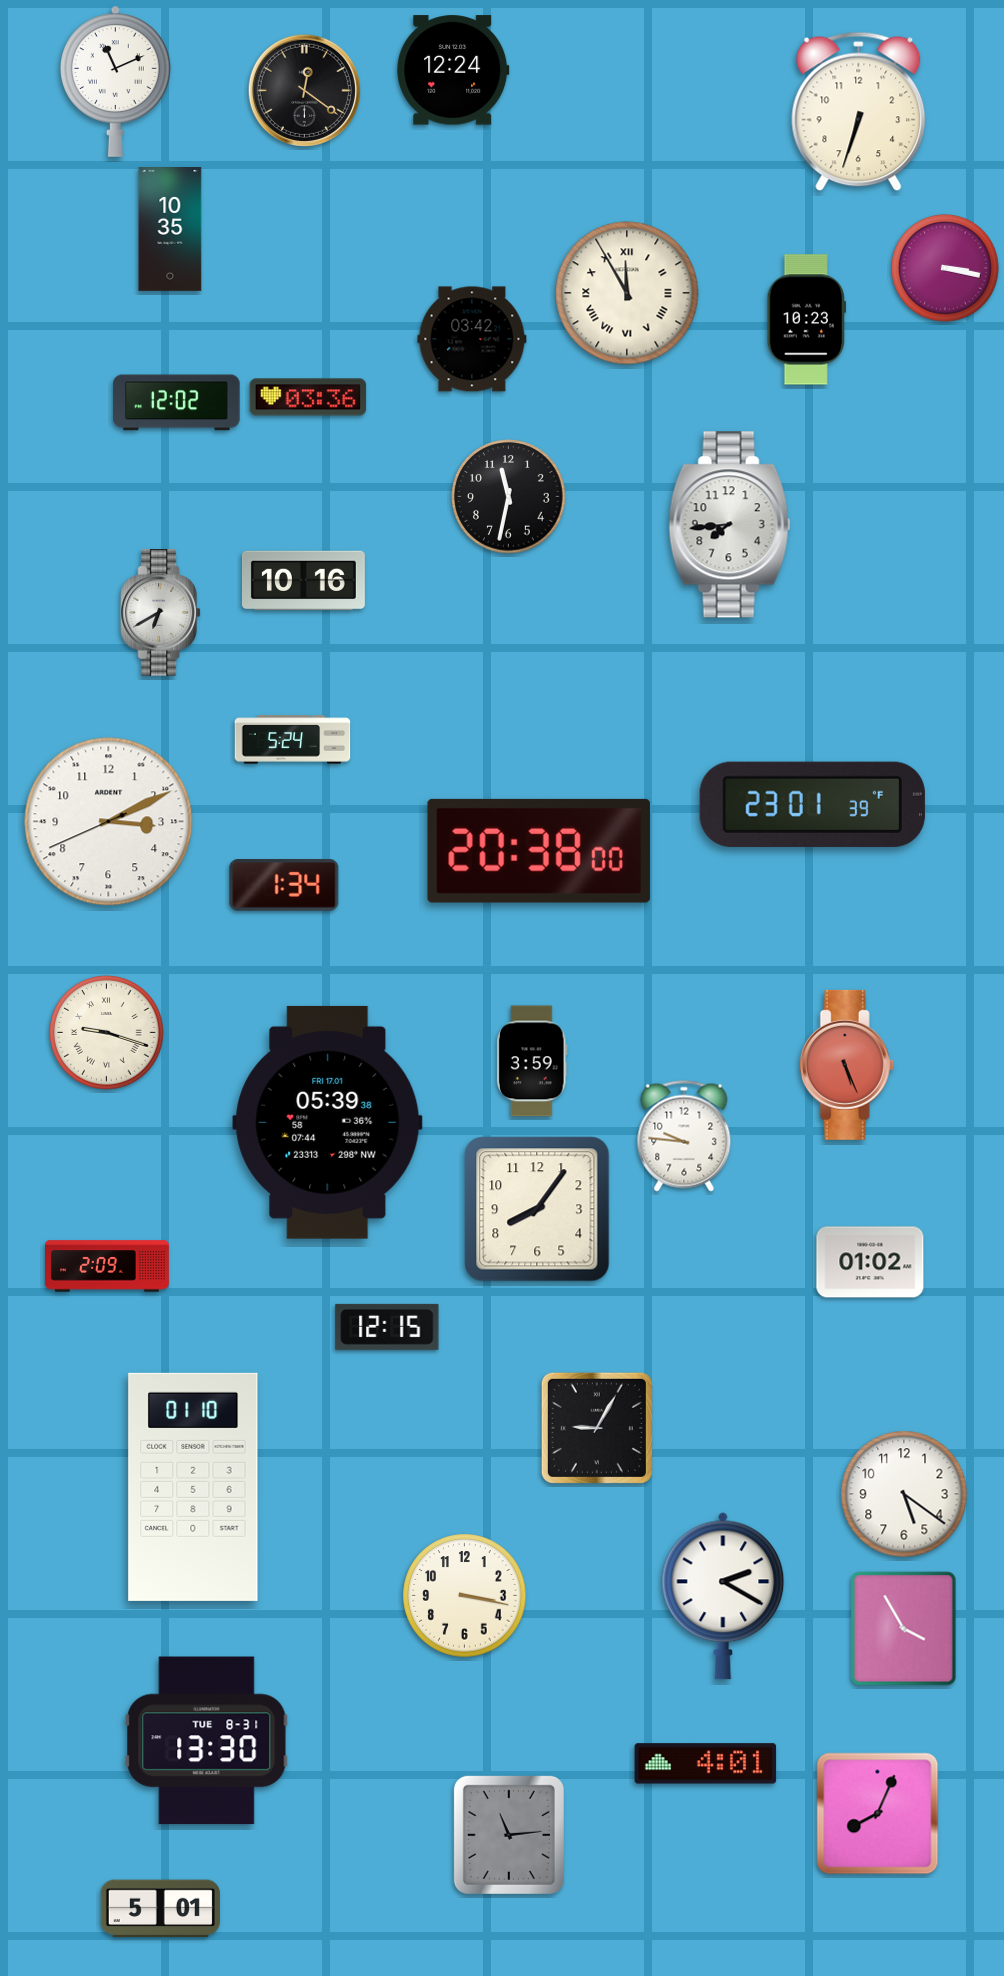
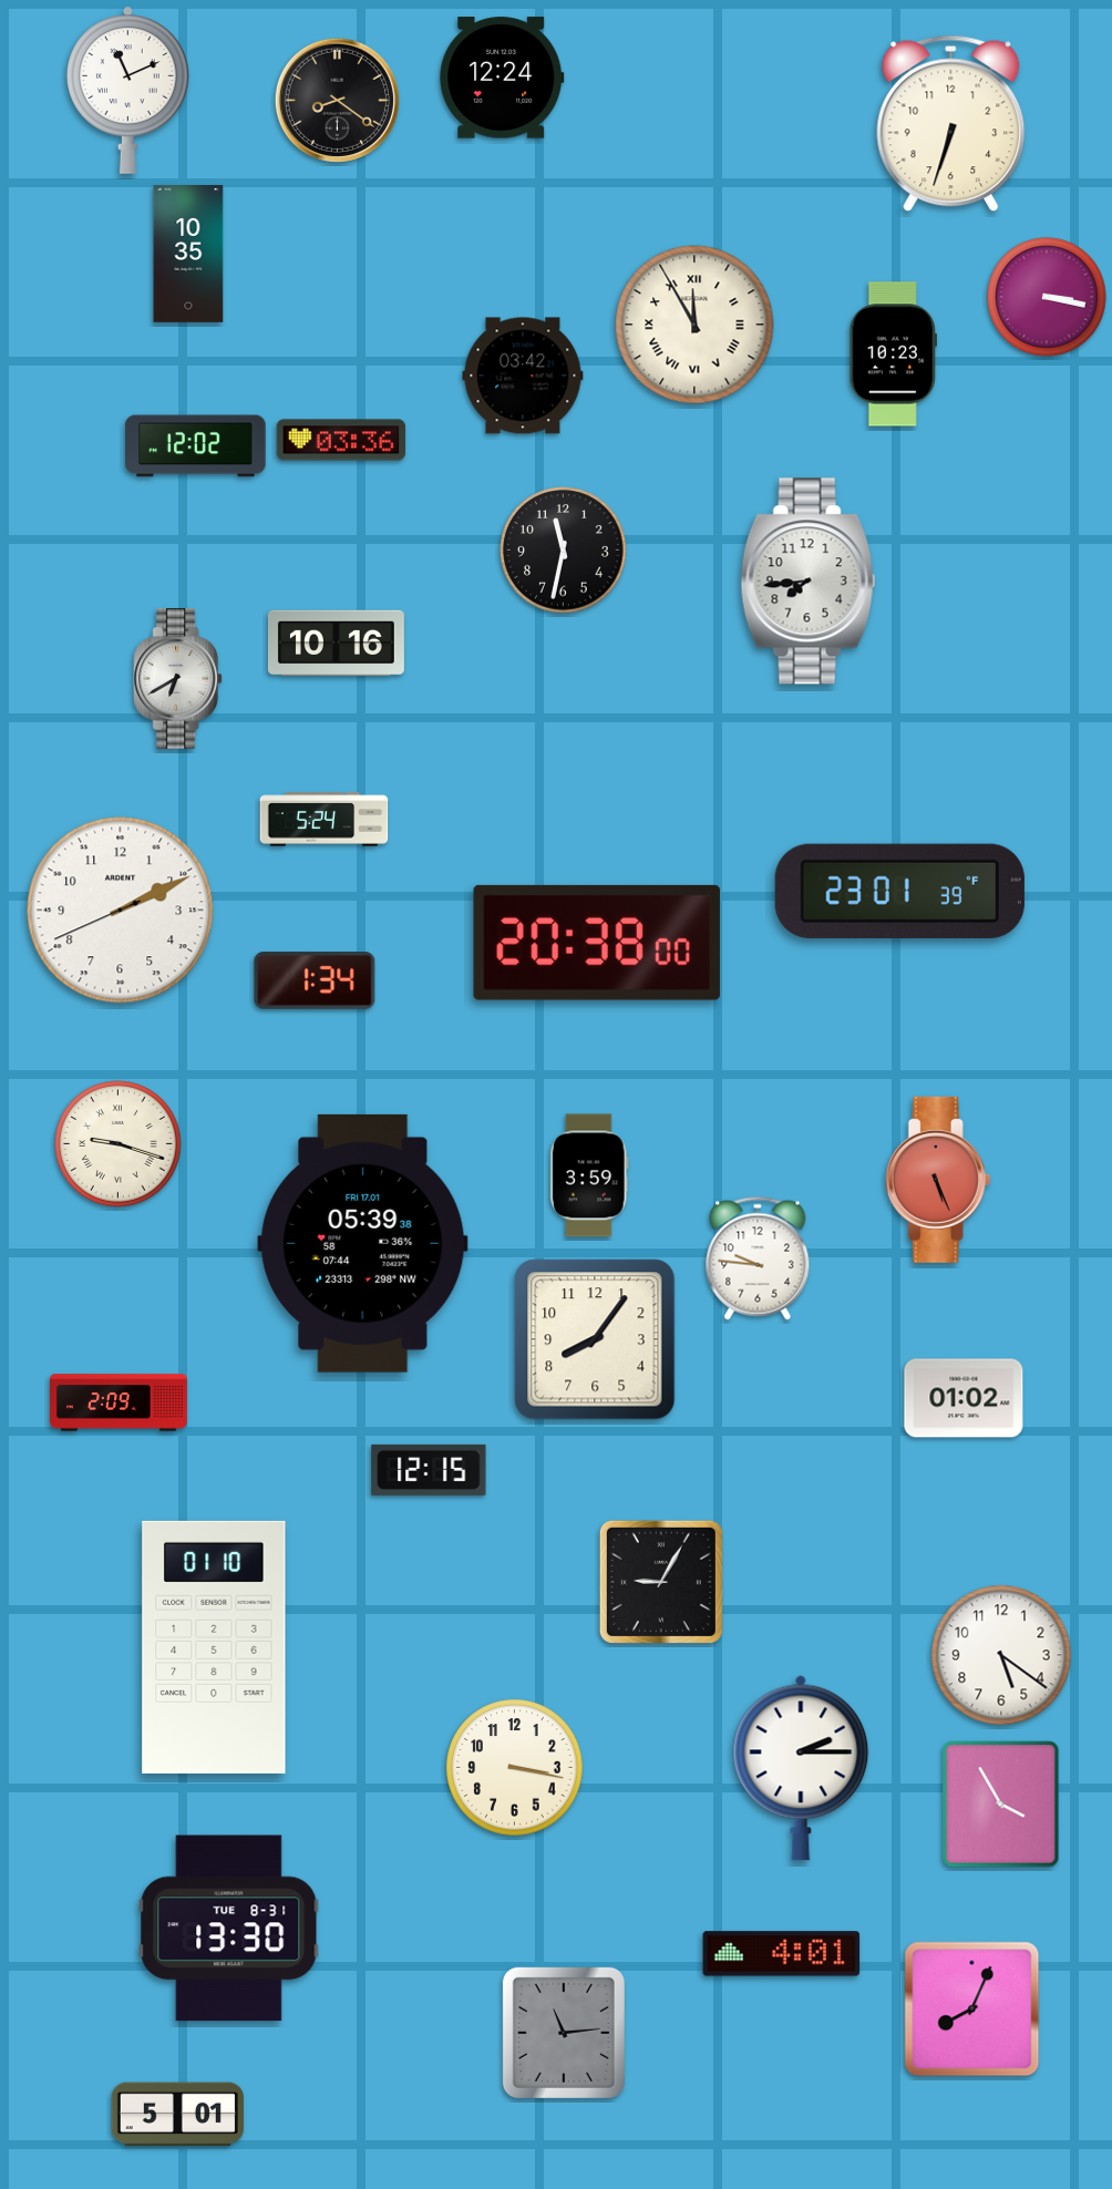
clock at (304, 90): 12:21 -> 8:21
clock at (109, 822): 3:10 -> 2:10
clock at (723, 1596): 2:20 -> 2:15
